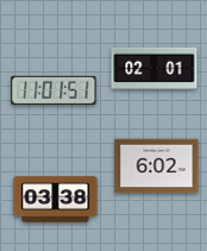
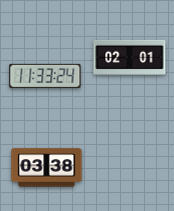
clock at (54, 90): 11:01 -> 11:33
clock at (157, 167): 6:02 -> none
